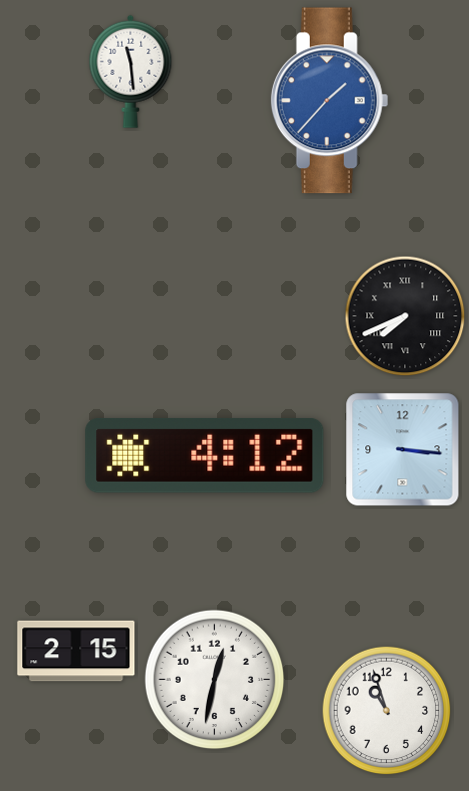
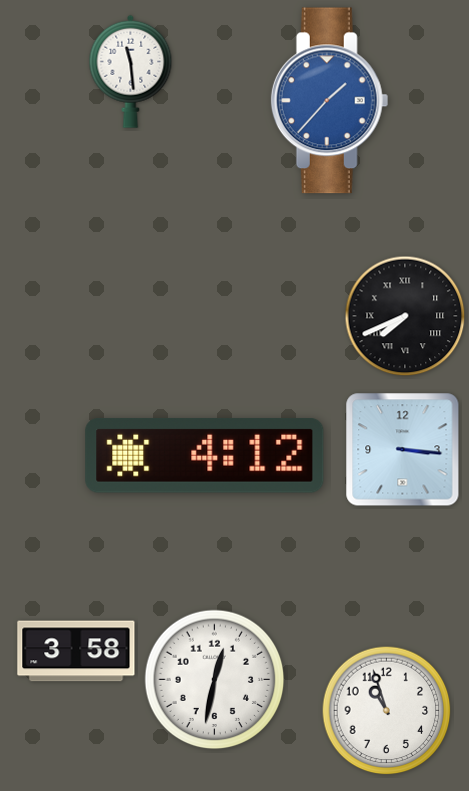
clock at (76, 651): 2:15 -> 3:58
